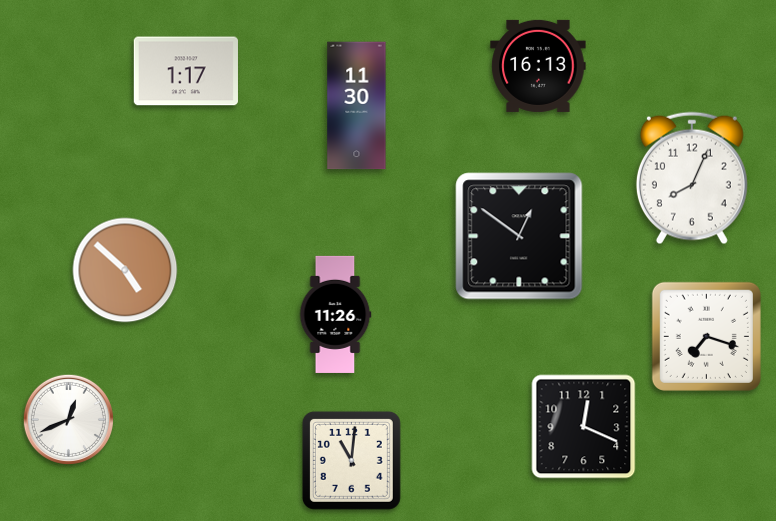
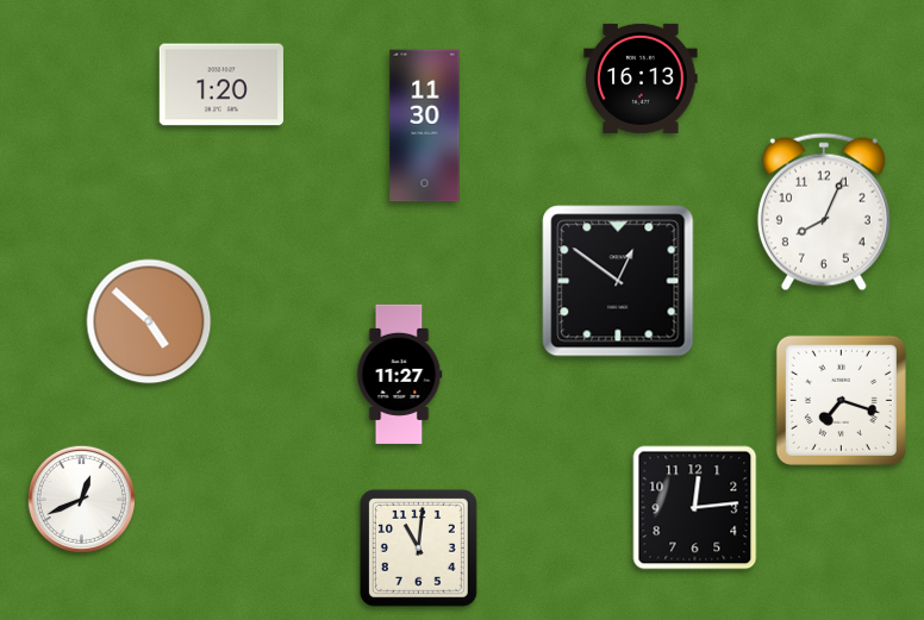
clock at (186, 71): 1:17 -> 1:20
clock at (335, 314): 11:26 -> 11:27
clock at (584, 427): 12:19 -> 12:14
